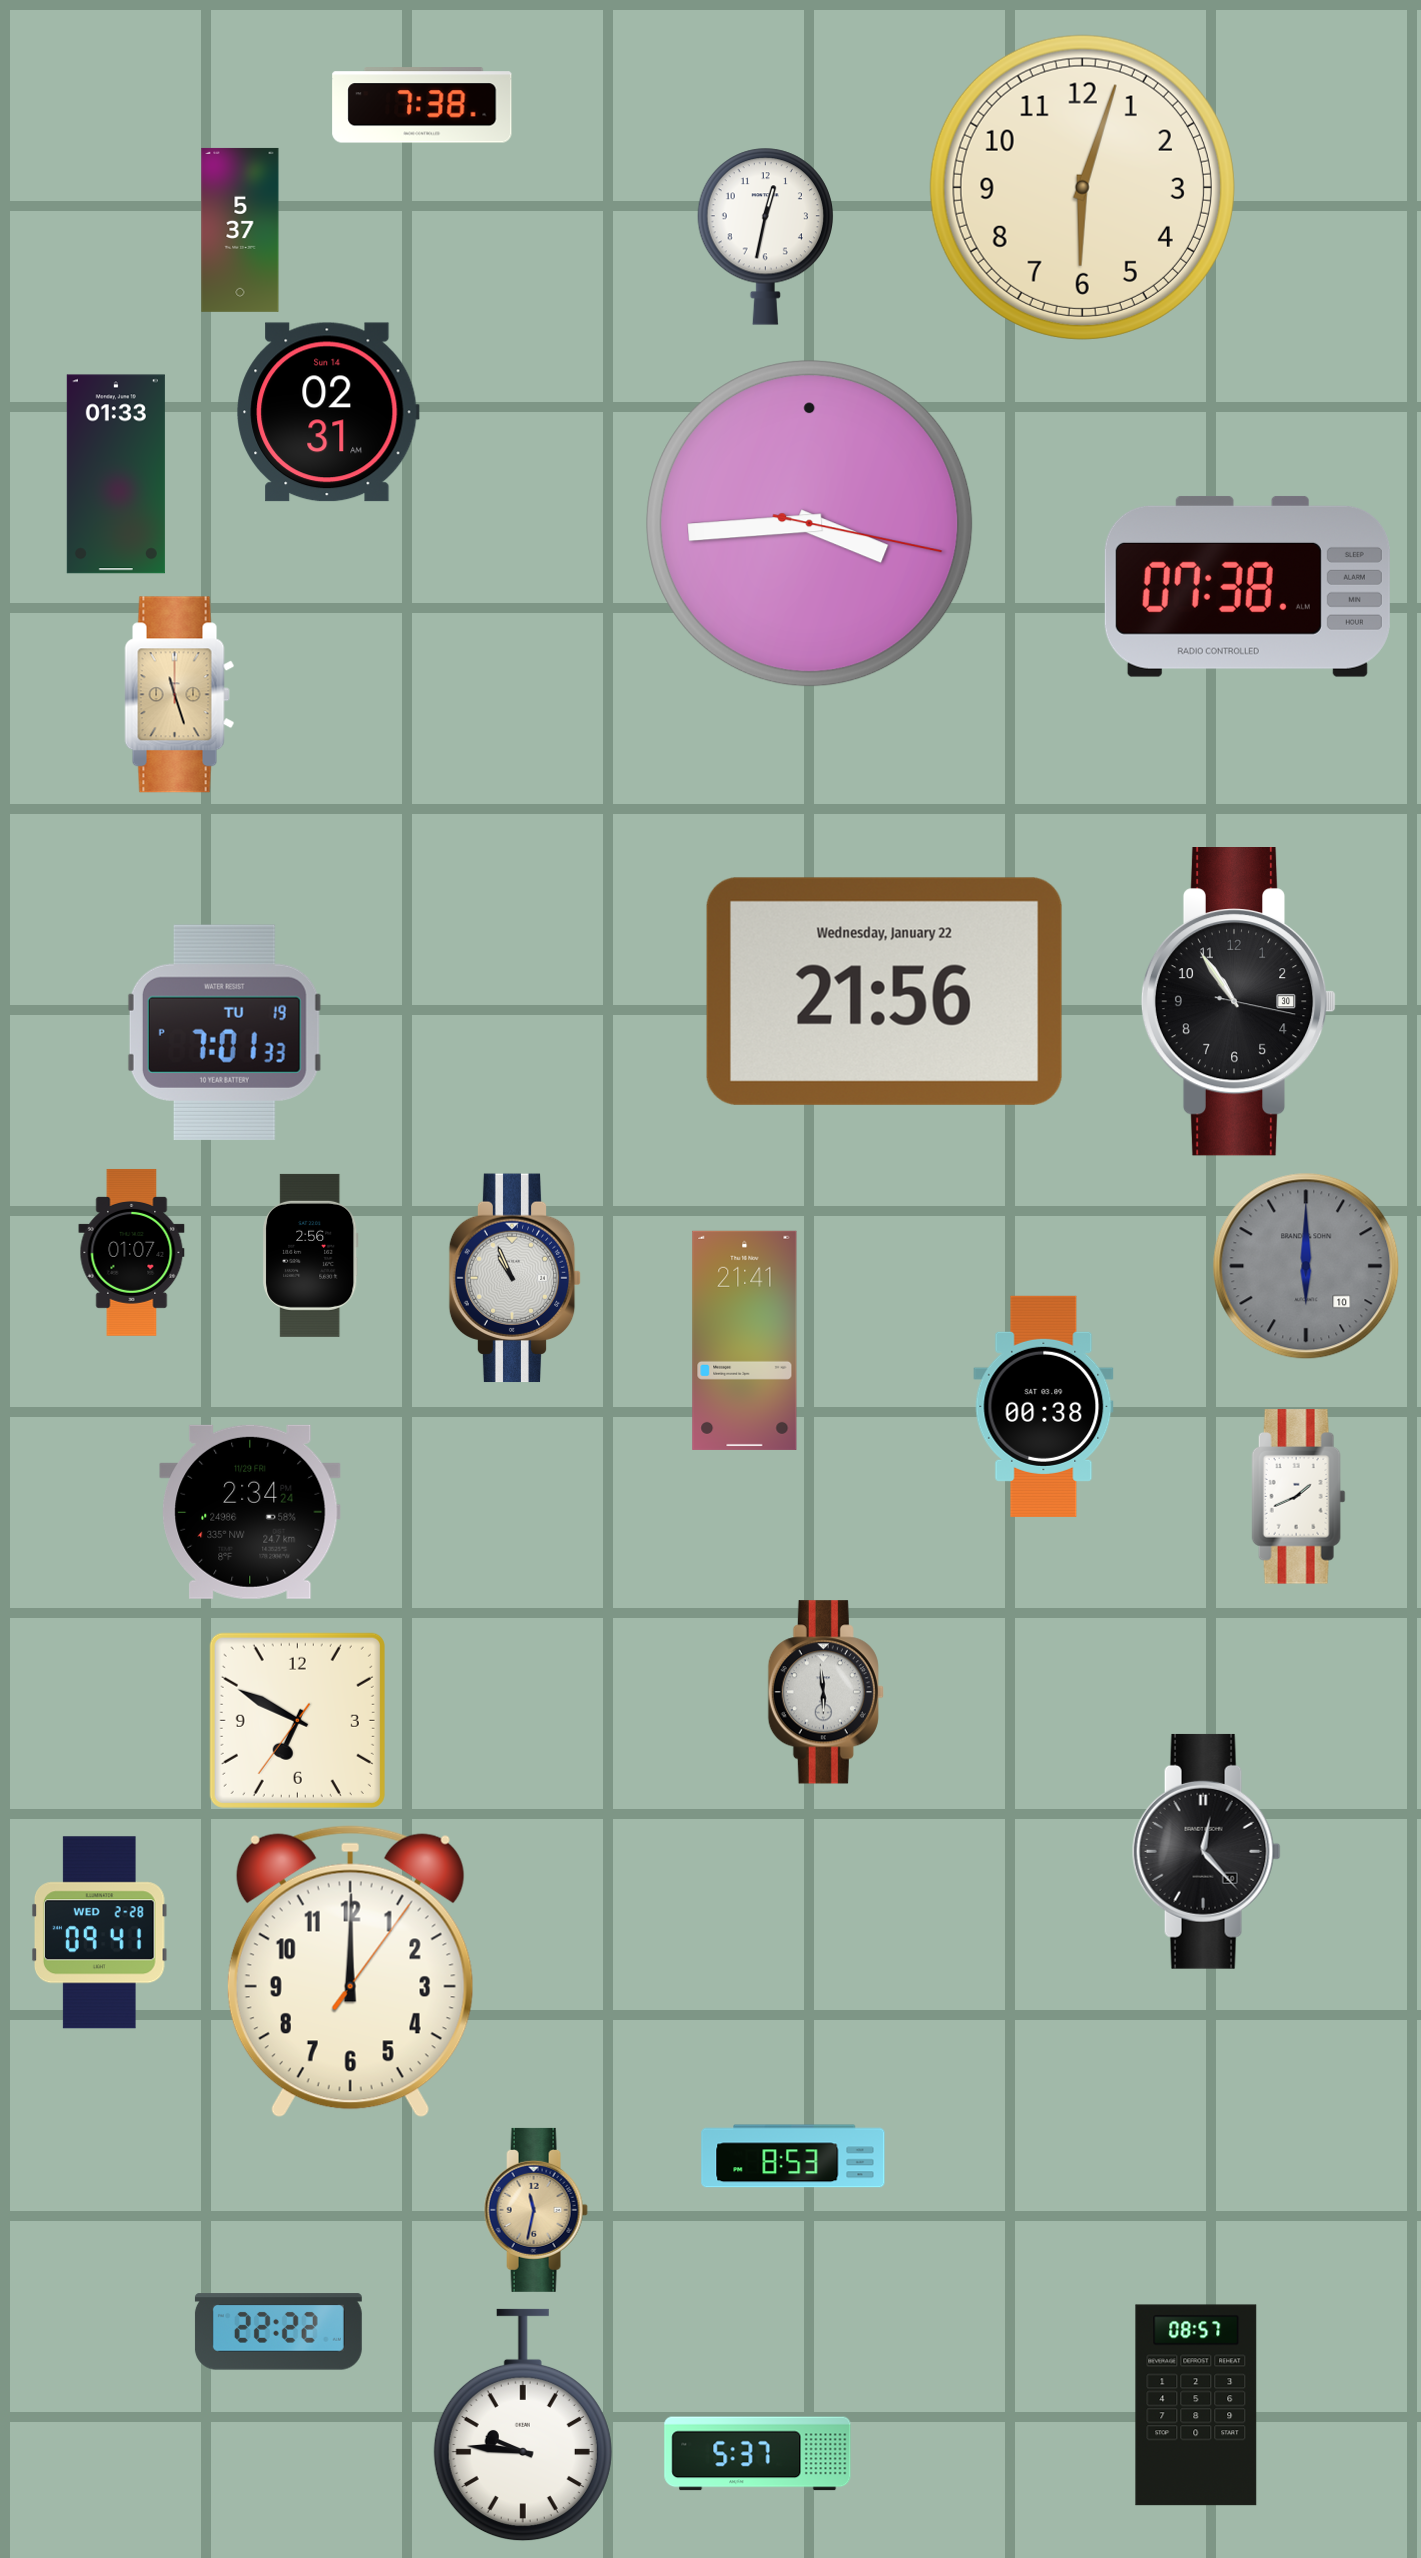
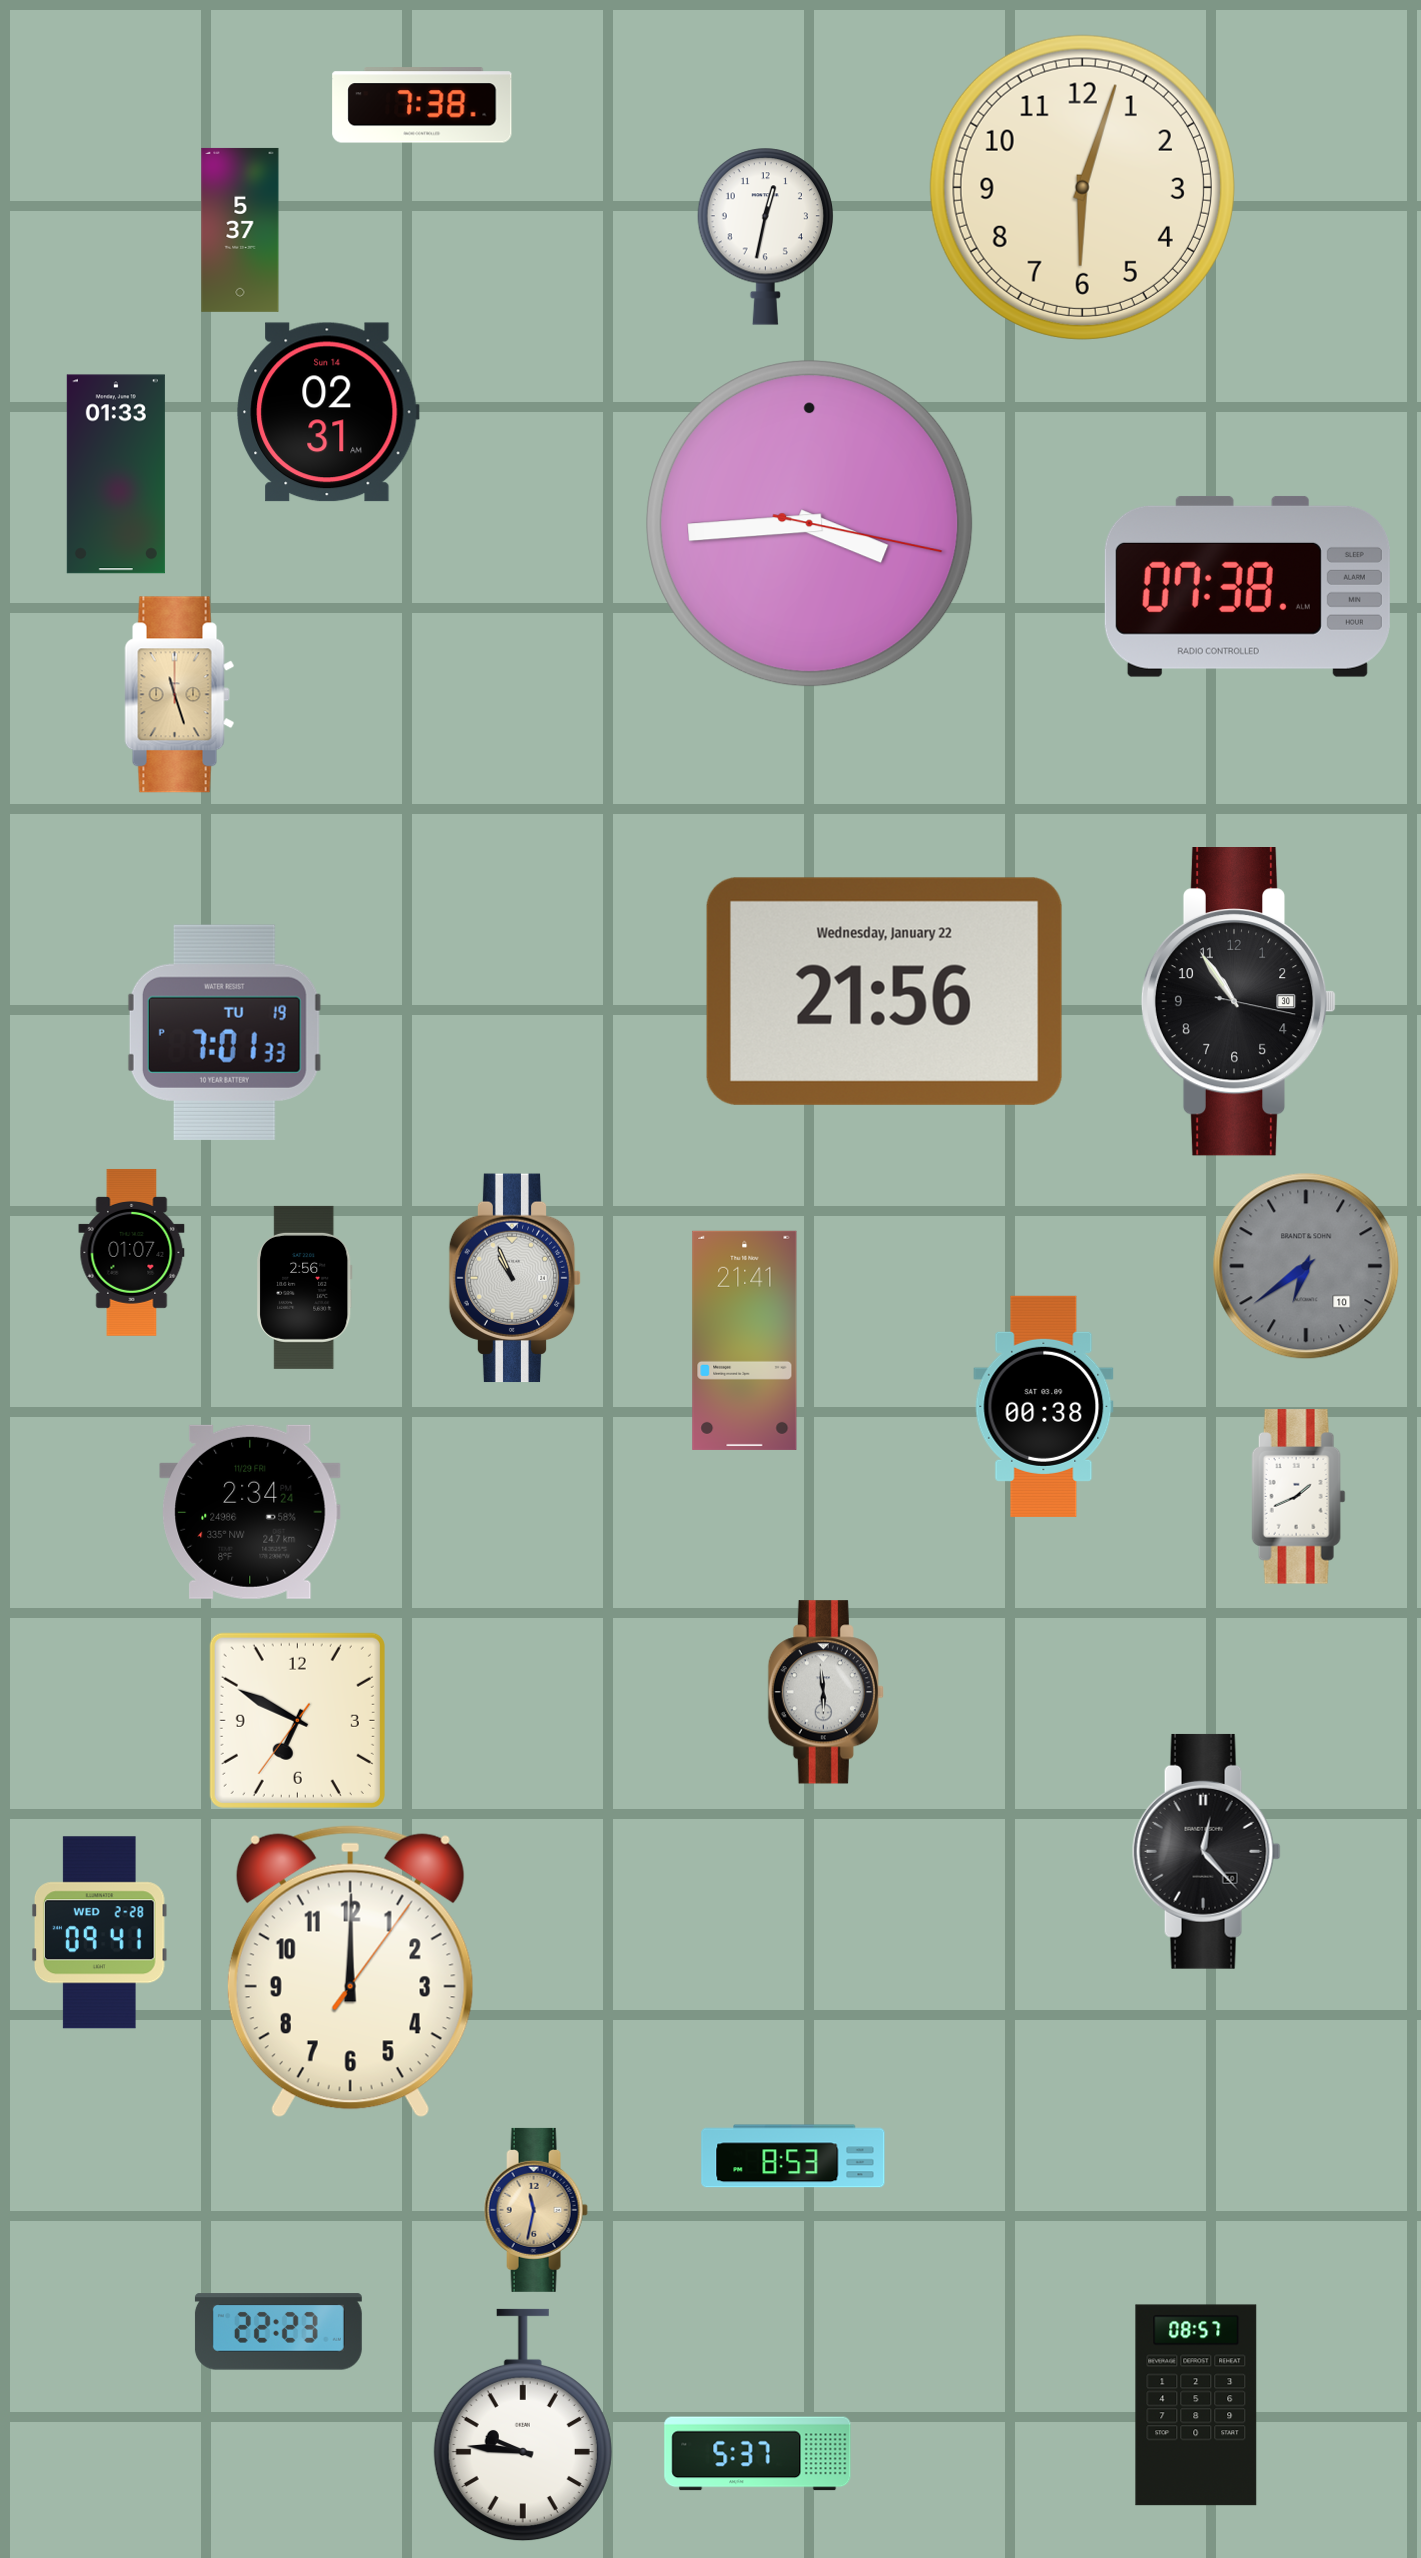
clock at (311, 1255) position: (311, 1255) -> (305, 1287)
clock at (1306, 1266): 6:00 -> 6:39
clock at (278, 2332): 22:22 -> 22:23
